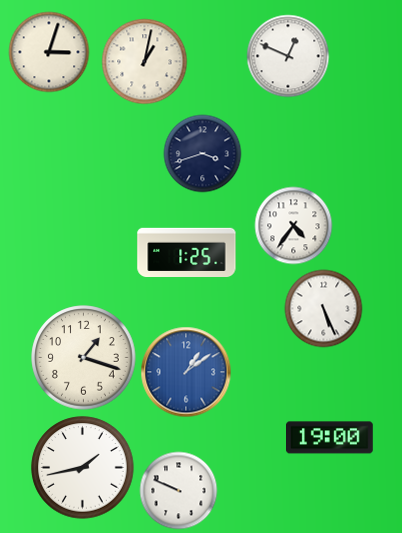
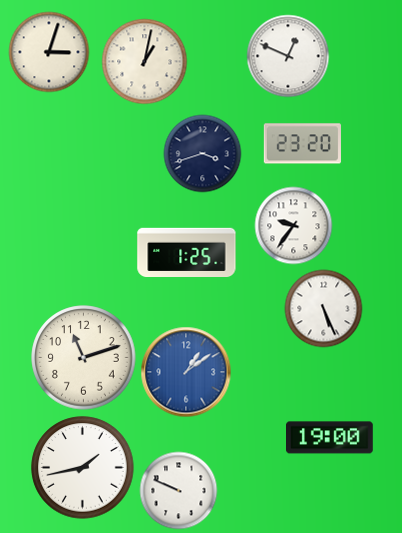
clock at (302, 144): none -> 23:20
clock at (293, 225): 4:36 -> 9:36
clock at (84, 358): 1:18 -> 11:12
